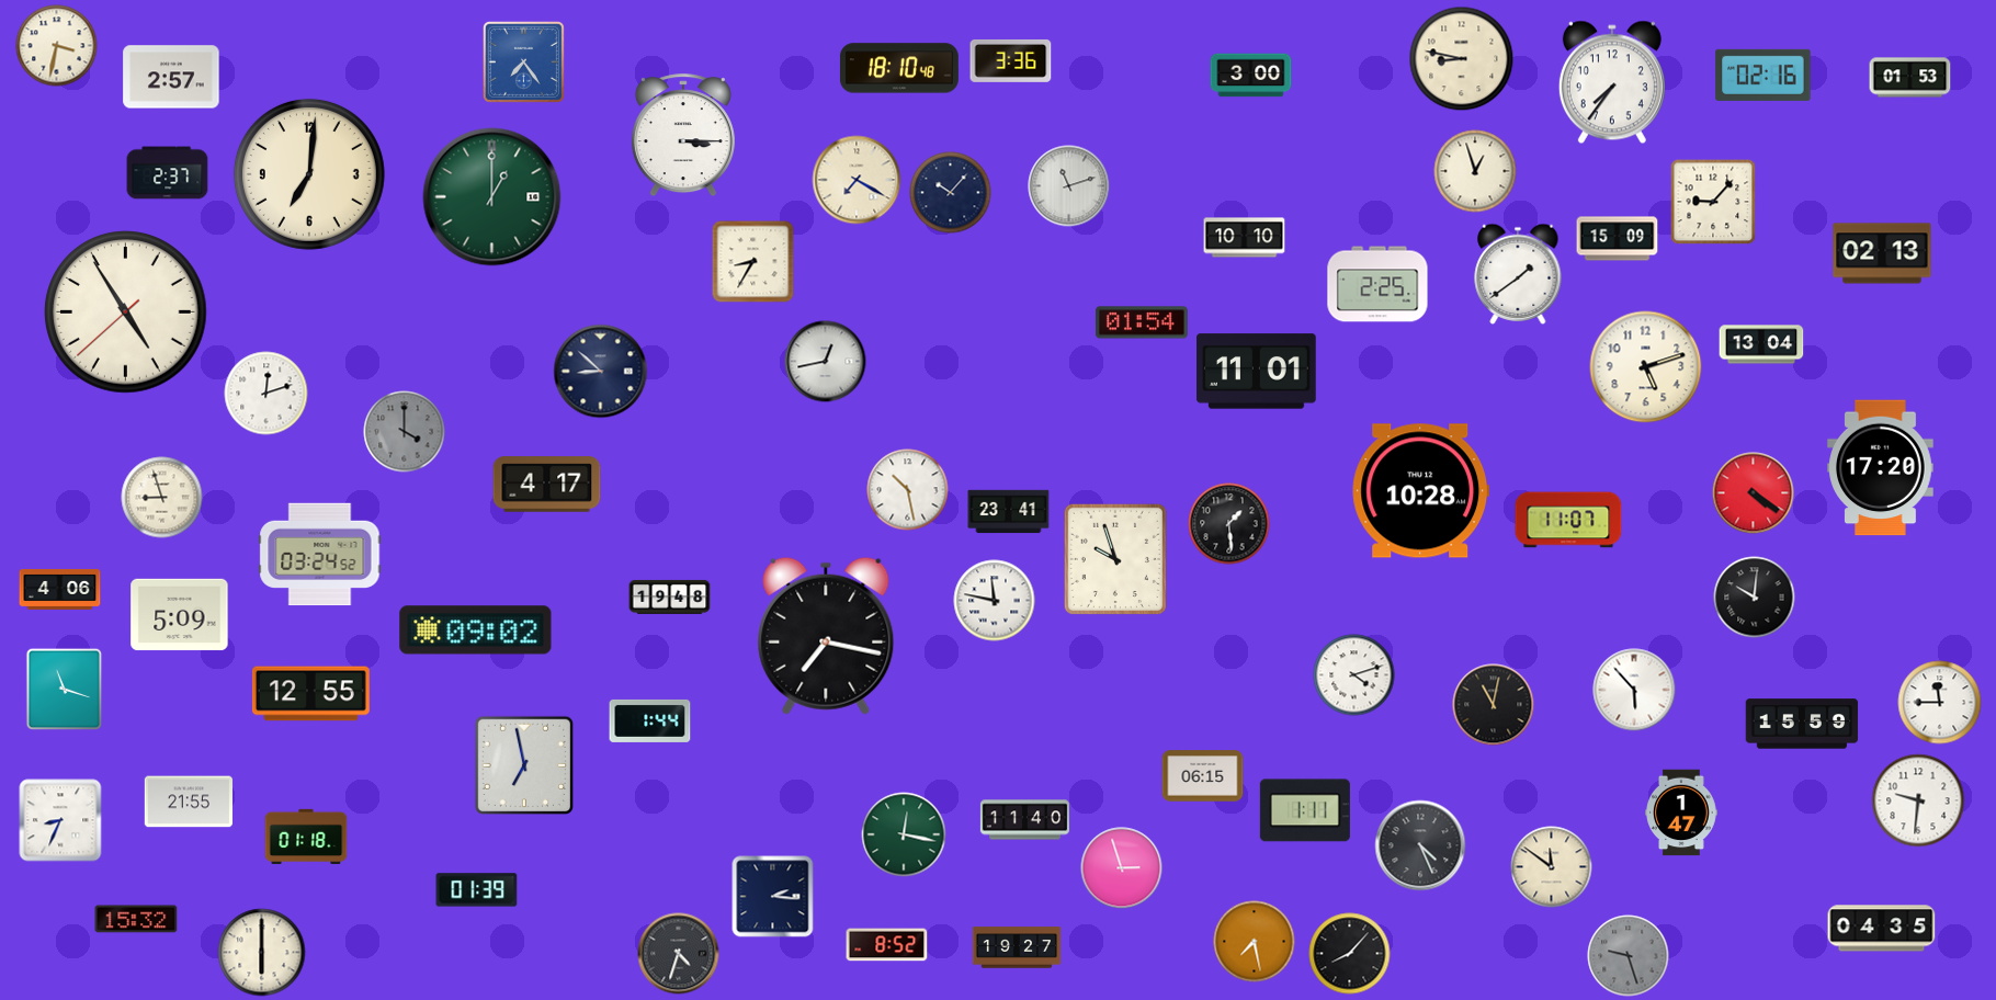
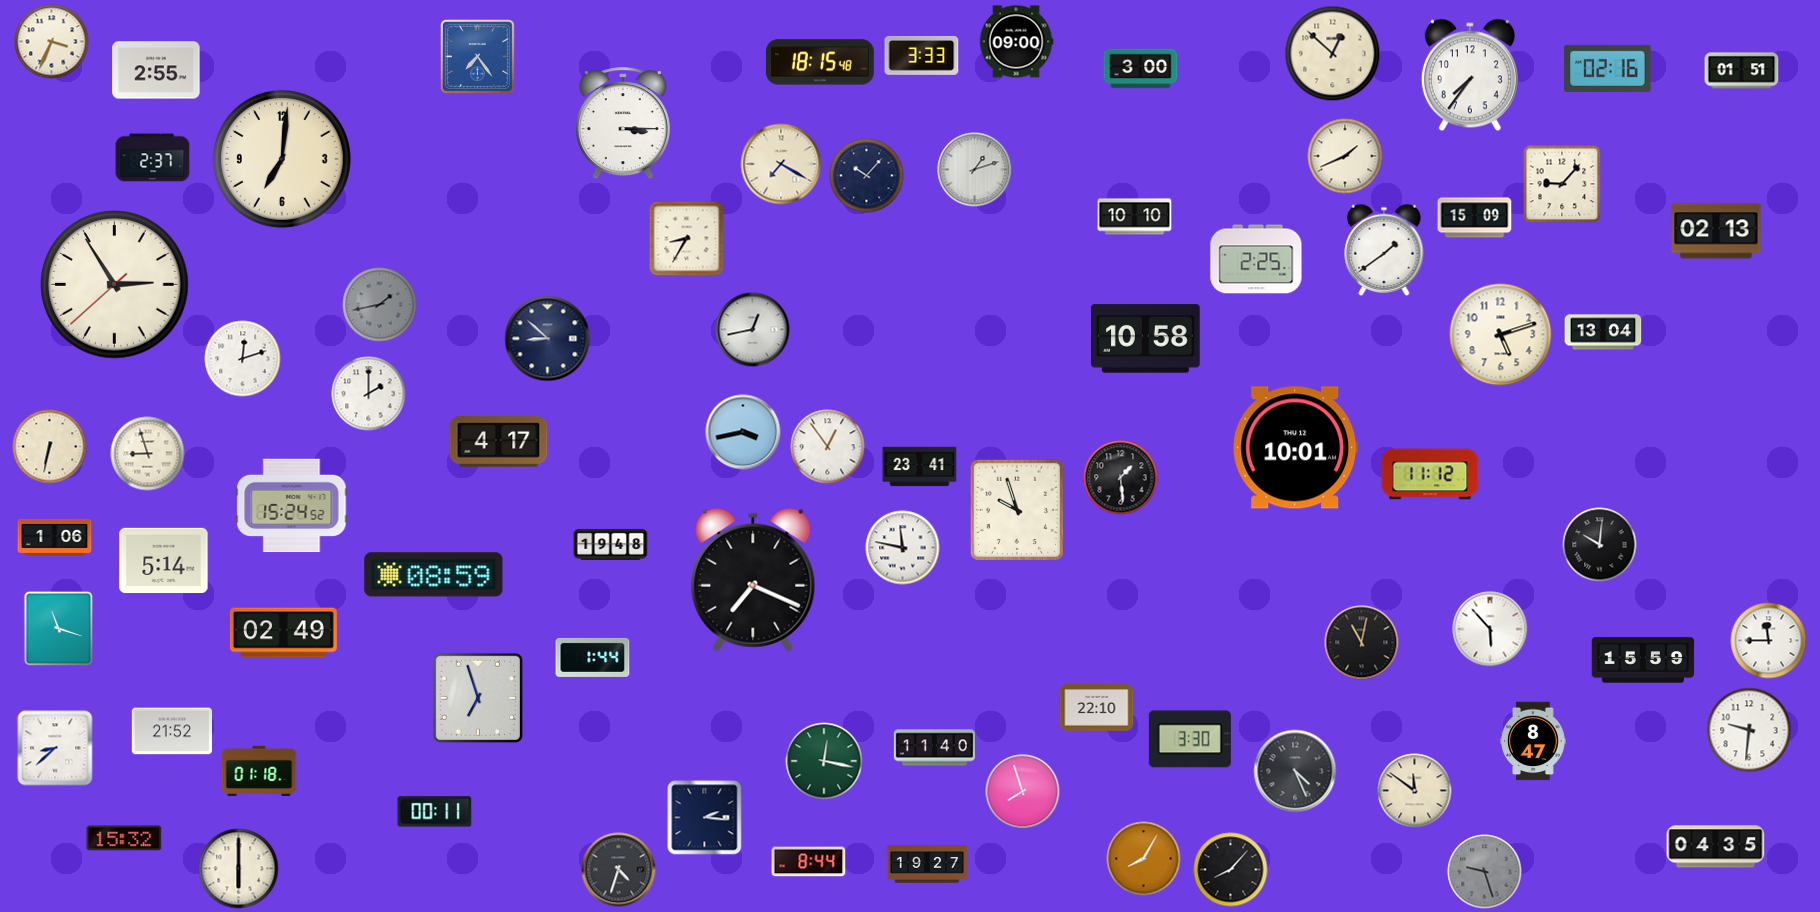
clock at (57, 46): 3:32 -> 3:34
clock at (1016, 42): none -> 09:00
clock at (1462, 59): 8:47 -> 12:52
clock at (1011, 60): 3:36 -> 3:33
clock at (899, 68): 18:10 -> 18:15
clock at (171, 77): 2:57 -> 2:55
clock at (1910, 78): 01:53 -> 01:51
clock at (1475, 171): 12:57 -> 1:41
clock at (1069, 186): 11:12 -> 1:12
clock at (492, 197): 1:00 -> none
clock at (126, 312): 4:54 -> 2:54
clock at (1142, 322): 01:54 -> none
clock at (380, 305): none -> 1:43
clock at (1761, 344) position: (1761, 344) -> (1603, 332)
clock at (1257, 372): 11:01 -> 10:58
clock at (405, 432): 4:00 -> 2:00
clock at (405, 432) dial: grey -> white
clock at (1881, 468): 17:20 -> none
clock at (743, 432): none -> 3:43
clock at (50, 447): none -> 6:32
clock at (908, 490): 10:28 -> 12:54
clock at (1420, 491): 10:28 -> 10:01
clock at (1754, 493): 4:21 -> none
clock at (1568, 520): 11:07 -> 11:12
clock at (320, 555): 03:24 -> 15:24
clock at (60, 589): 4:06 -> 1:06
clock at (995, 601) position: (995, 601) -> (903, 548)
clock at (180, 615): 5:09 -> 5:14
clock at (476, 630): 09:02 -> 08:59
clock at (826, 636): 7:17 -> 7:19
clock at (1354, 675): 4:12 -> none
clock at (310, 694): 12:55 -> 02:49
clock at (524, 765): 6:58 -> 6:57
clock at (1203, 776): 06:15 -> 22:10
clock at (189, 802): 21:55 -> 21:52
clock at (1305, 810): 1:11 -> 3:30
clock at (1682, 813): 1:47 -> 8:47
clock at (60, 820): 8:34 -> 8:38
clock at (306, 836) position: (306, 836) -> (259, 770)
clock at (1122, 868): 2:57 -> 7:57
clock at (477, 890): 01:39 -> 00:11
clock at (1255, 942): 7:28 -> 8:05
clock at (887, 945): 8:52 -> 8:44
